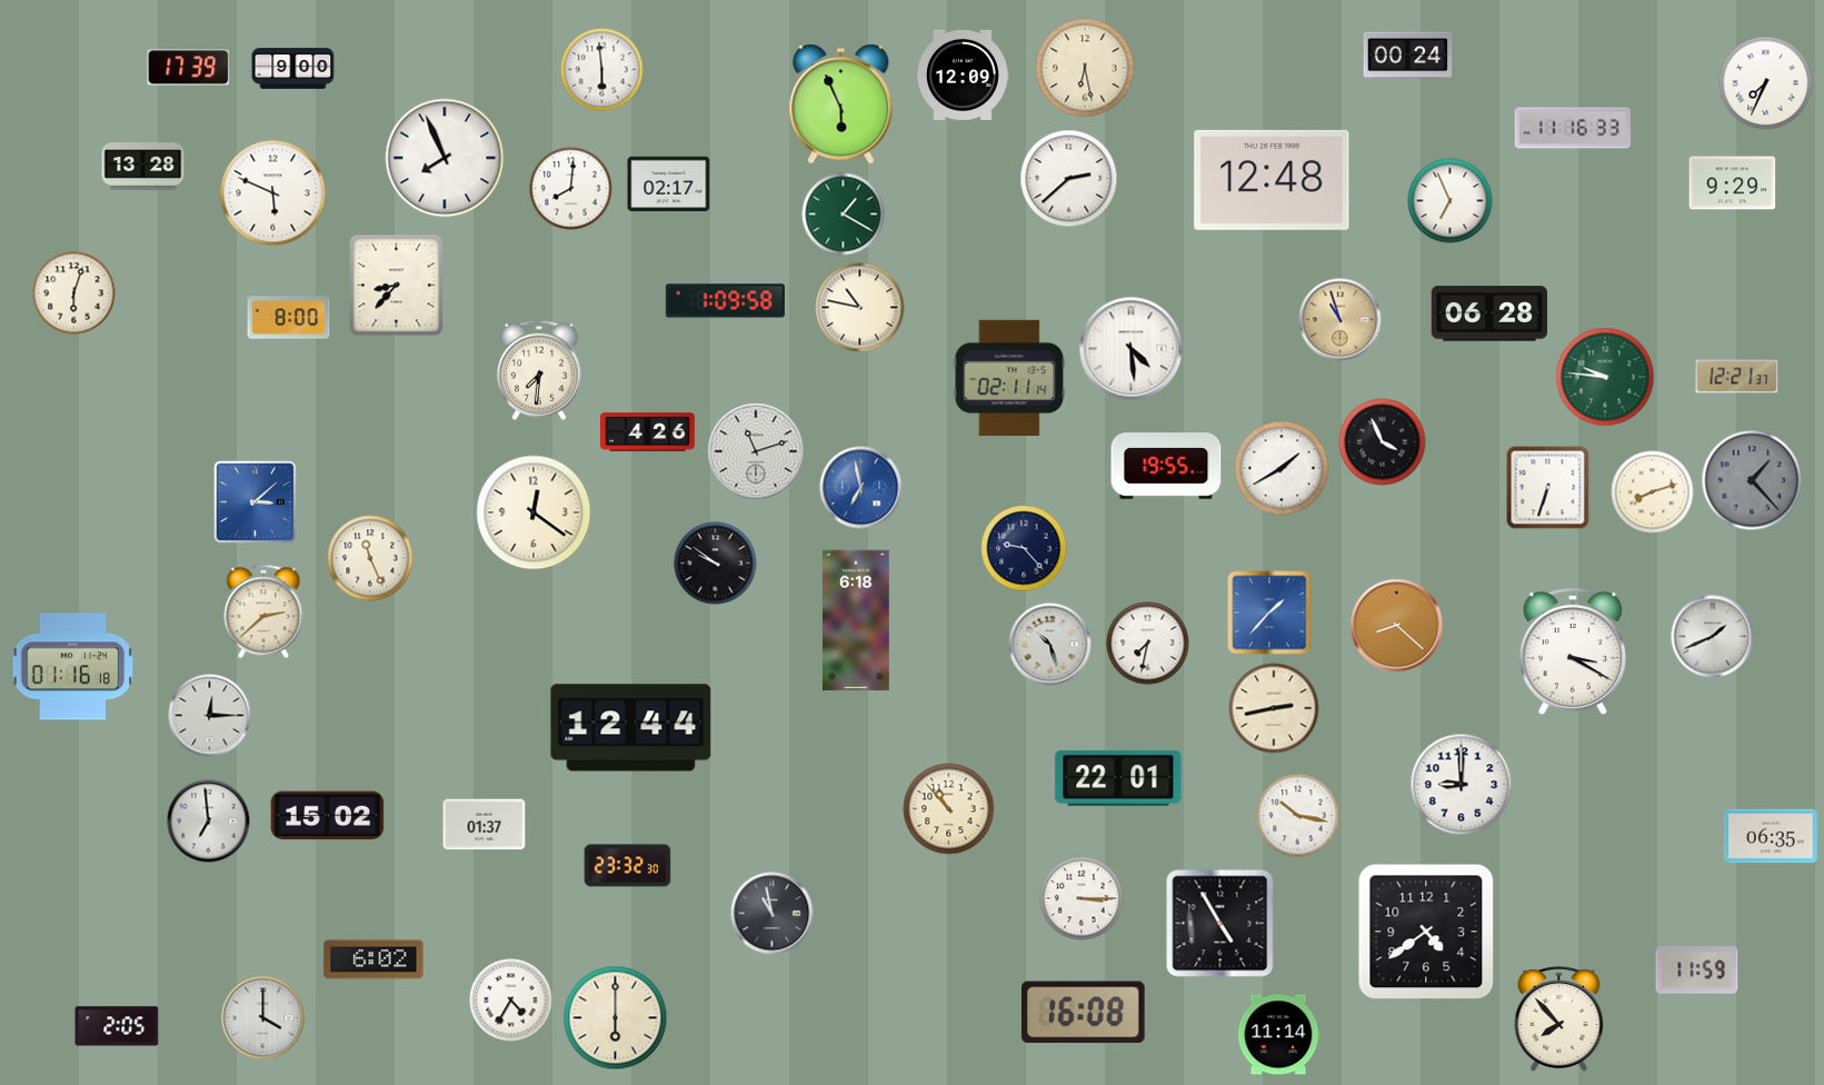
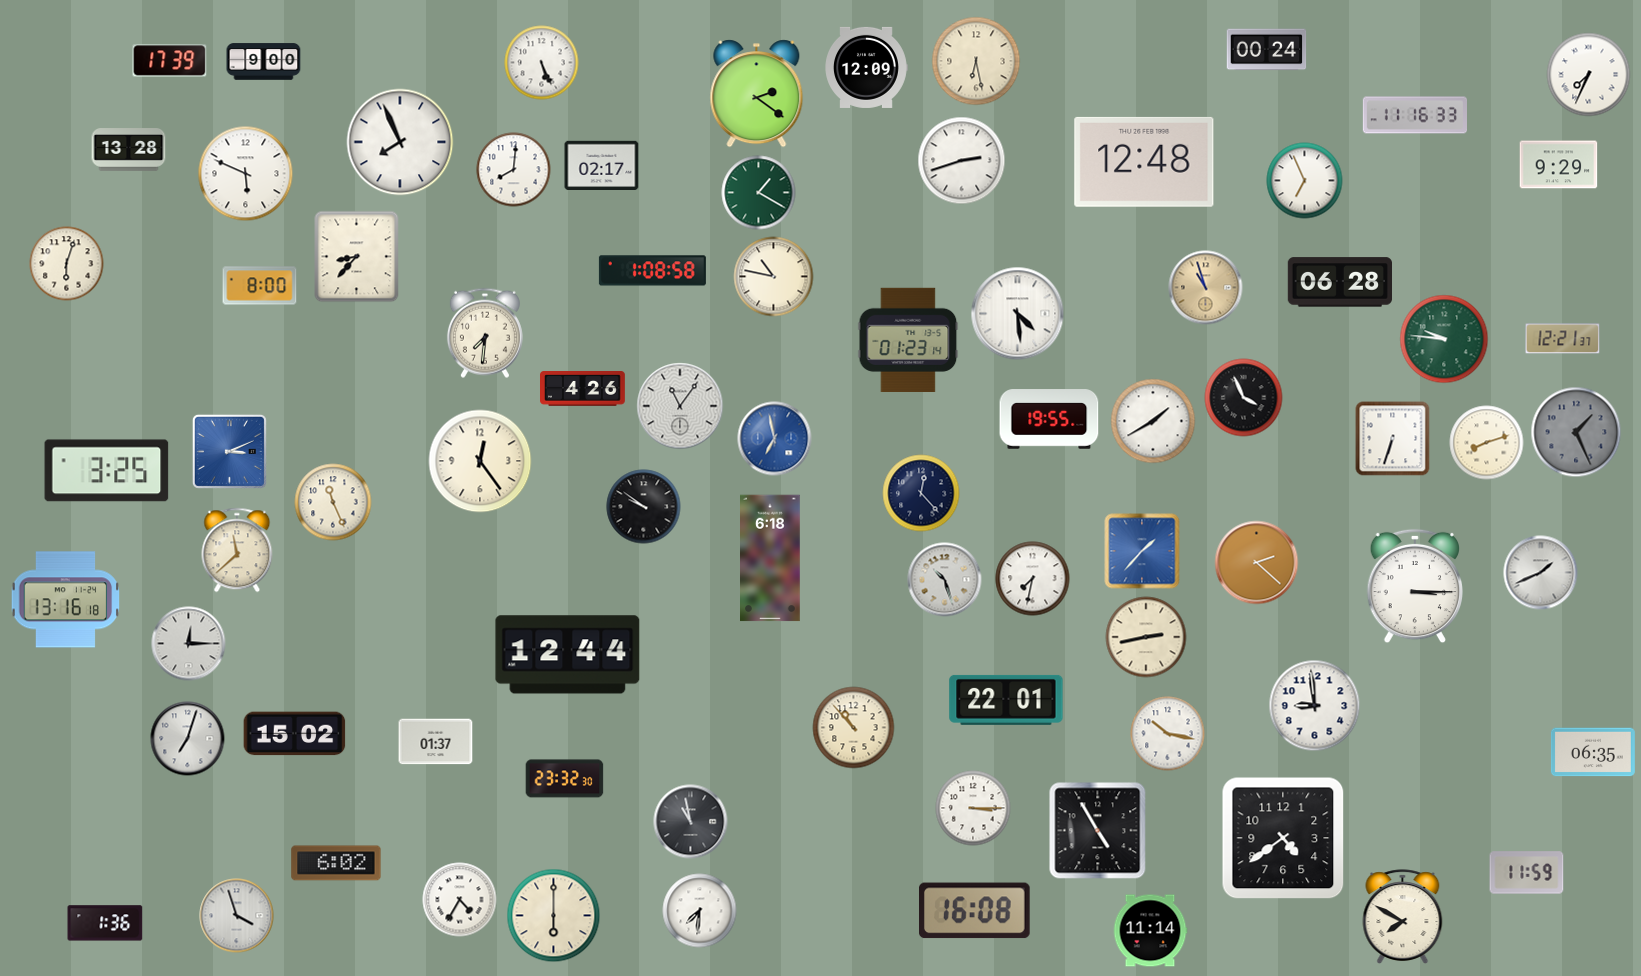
clock at (602, 70): 5:59 -> 5:26
clock at (841, 104): 5:56 -> 2:21
clock at (1069, 179): 2:38 -> 2:42
clock at (725, 301): 1:09 -> 1:08
clock at (1009, 377): 02:11 -> 01:23
clock at (756, 451): 11:12 -> 11:06
clock at (1752, 480): 1:23 -> 1:26
clock at (255, 501): 3:08 -> 3:11
clock at (534, 512): 12:21 -> 12:24
clock at (107, 471): none -> 3:25
clock at (1024, 548): 9:23 -> 12:23
clock at (263, 611): 2:38 -> 11:38
clock at (1397, 626): 8:22 -> 2:22
clock at (1573, 651): 3:20 -> 3:15
clock at (73, 667): 01:16 -> 13:16
clock at (1462, 785): 9:00 -> 8:59
clock at (209, 822): 6:59 -> 7:03
clock at (773, 914) position: (773, 914) -> (691, 822)
clock at (700, 911): none -> 7:31
clock at (263, 1018): 4:00 -> 3:57
clock at (1559, 1019): 7:53 -> 7:50
clock at (117, 1026): 2:05 -> 1:36
